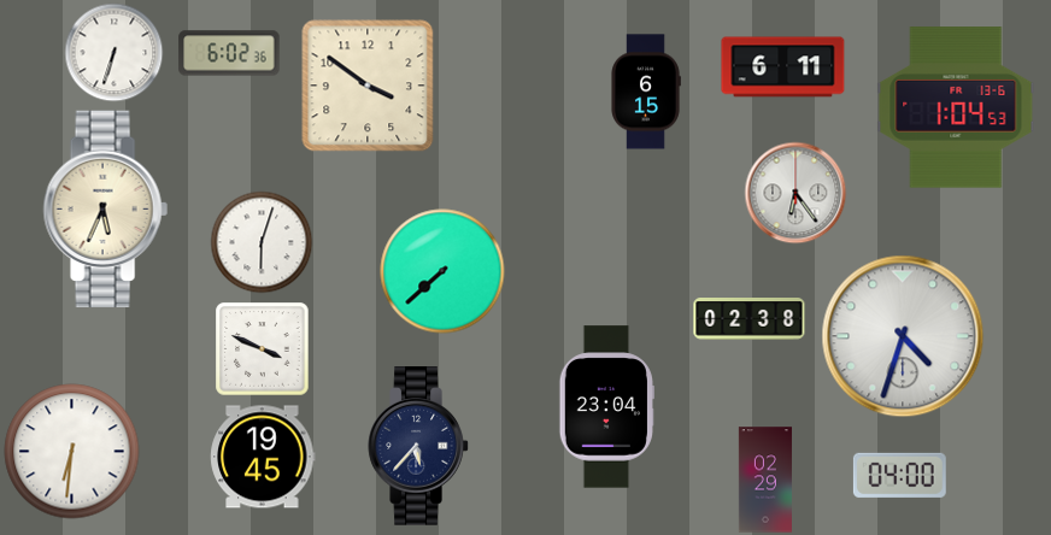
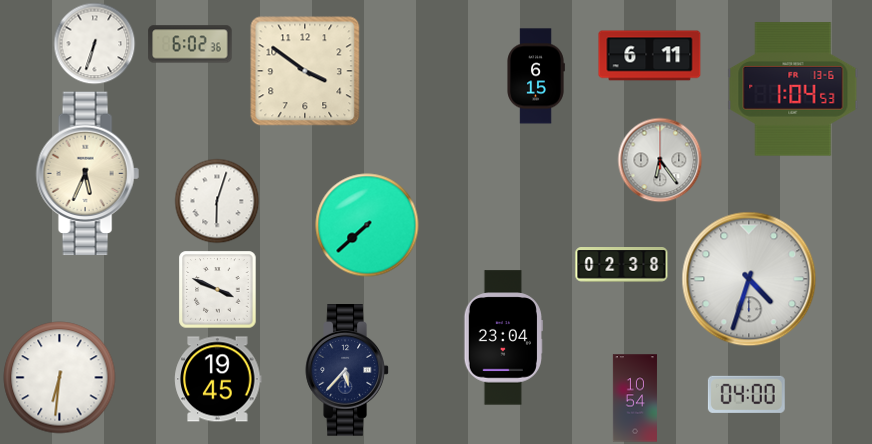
clock at (72, 452) position: (72, 452) -> (60, 378)
clock at (765, 480): 02:29 -> 10:54
